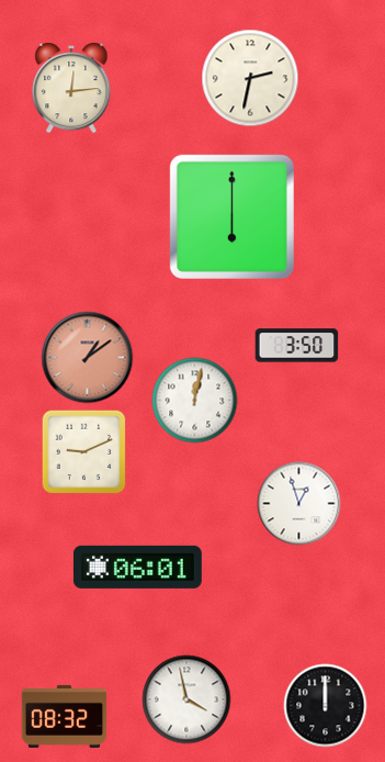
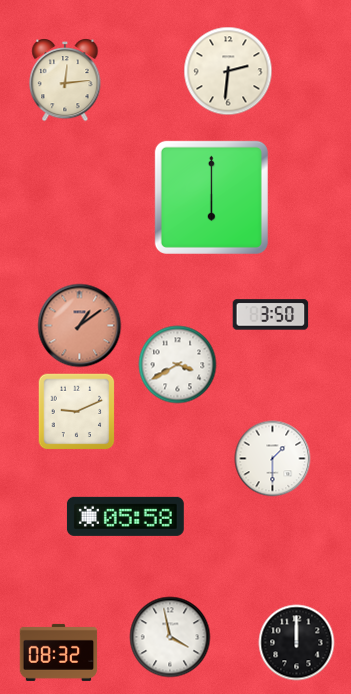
clock at (250, 78): 2:32 -> 2:31
clock at (195, 401): 12:02 -> 3:40
clock at (299, 504): 12:57 -> 1:30
clock at (137, 567): 06:01 -> 05:58
